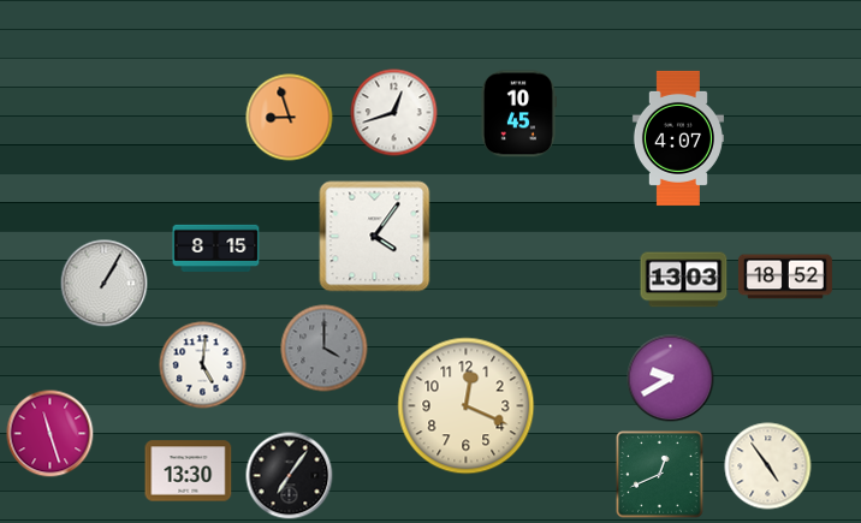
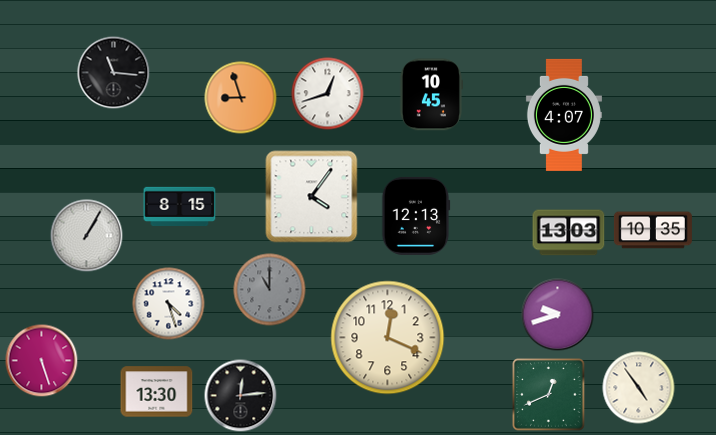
clock at (114, 73): none -> 11:16
clock at (416, 216): none -> 12:13
clock at (785, 277): 18:52 -> 10:35
clock at (325, 349): 4:00 -> 11:00
clock at (203, 365): 5:01 -> 4:27
clock at (671, 379): 9:40 -> 9:42
clock at (51, 434): 11:27 -> 5:27
clock at (290, 476): 7:06 -> 12:14
